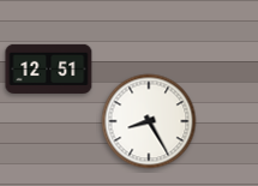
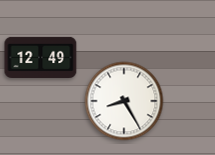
clock at (49, 68): 12:51 -> 12:49
